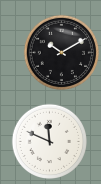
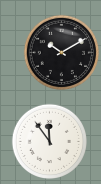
clock at (49, 141): 11:49 -> 11:54
